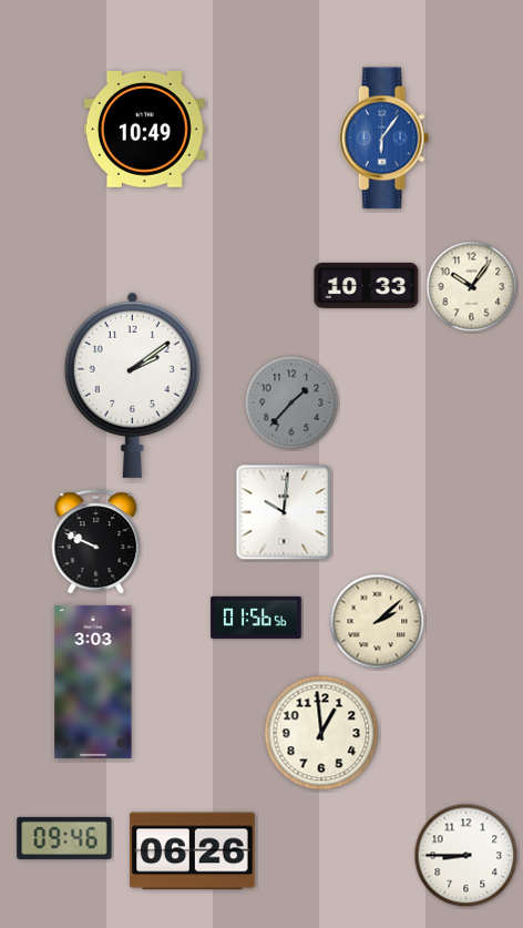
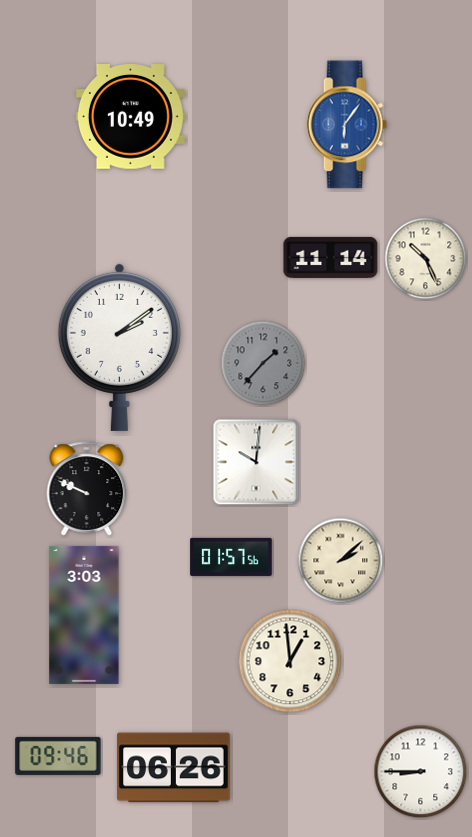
clock at (367, 285): 10:33 -> 11:14
clock at (472, 287): 10:06 -> 10:26
clock at (256, 618): 01:56 -> 01:57
